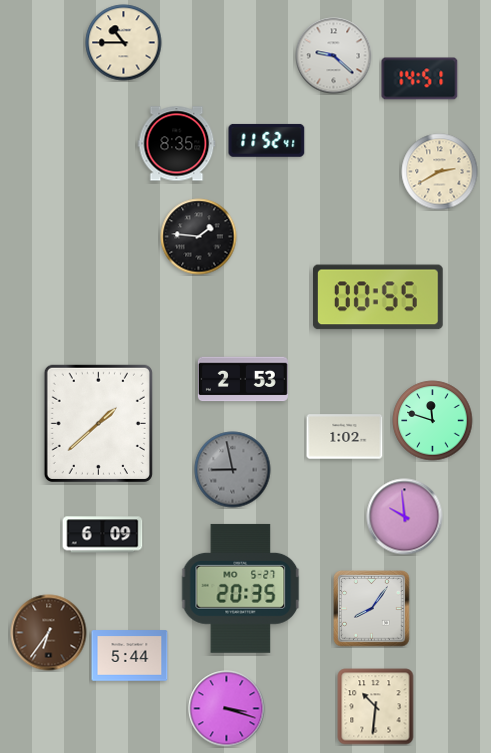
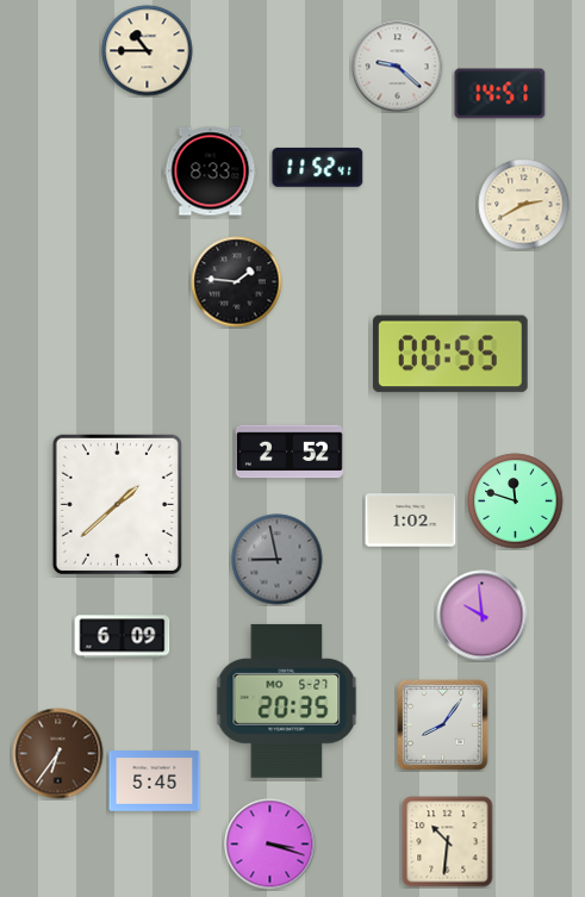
clock at (177, 144): 8:35 -> 8:33
clock at (243, 379): 2:53 -> 2:52
clock at (130, 656): 5:44 -> 5:45
